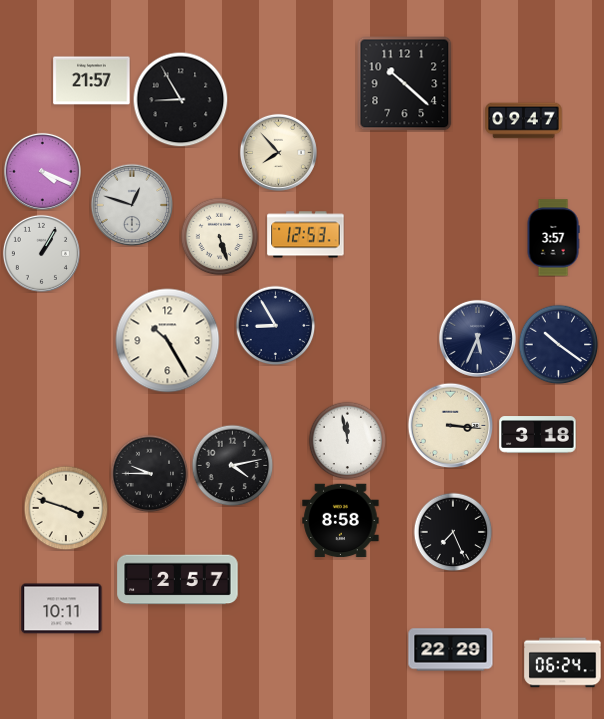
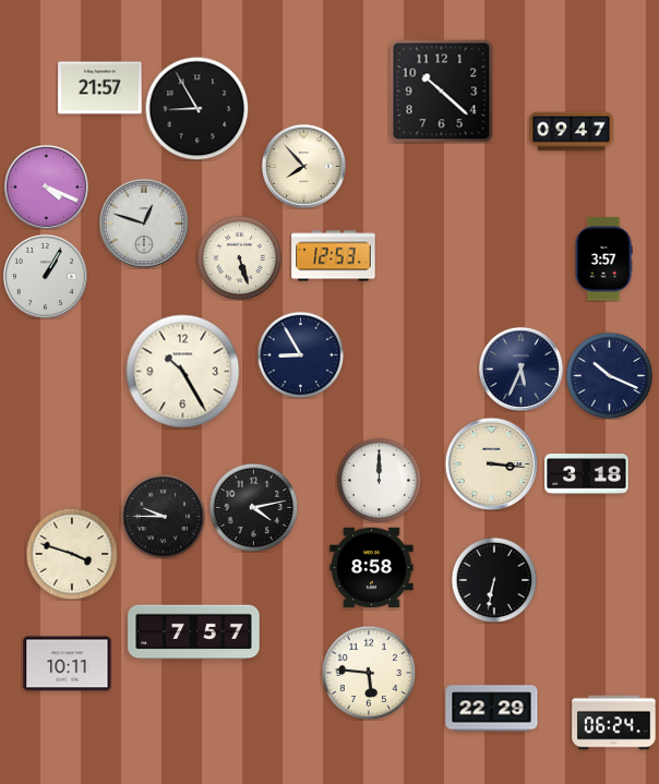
clock at (558, 344): 10:21 -> 10:19
clock at (347, 440): 11:58 -> 12:00
clock at (453, 532): 7:26 -> 6:32
clock at (178, 580): 2:57 -> 7:57
clock at (369, 673): none -> 5:46
